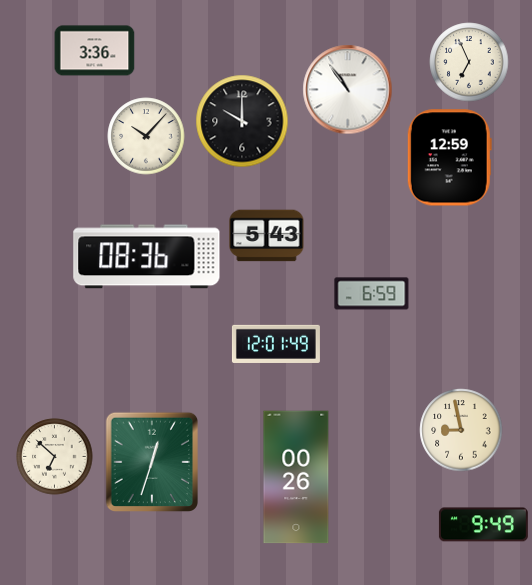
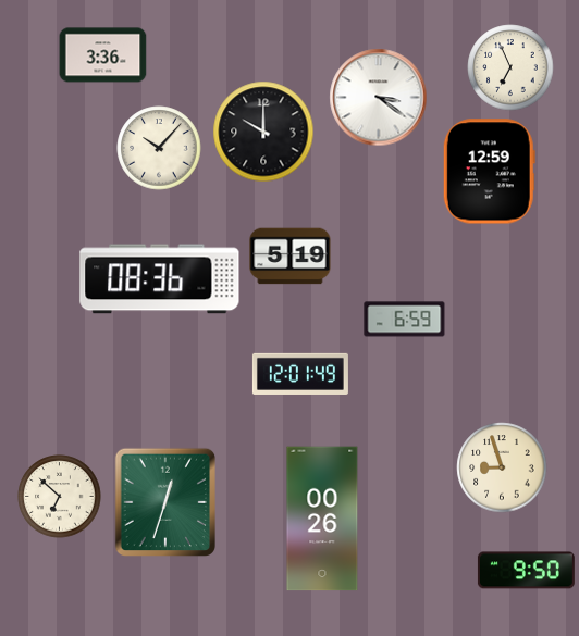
clock at (348, 90): 10:54 -> 3:21
clock at (267, 236): 5:43 -> 5:19
clock at (461, 430): 8:58 -> 8:57
clock at (483, 525): 9:49 -> 9:50
